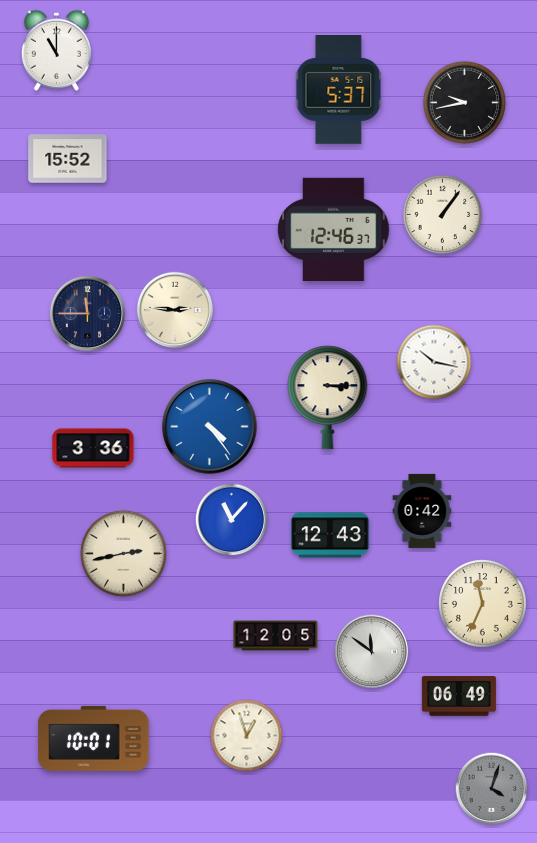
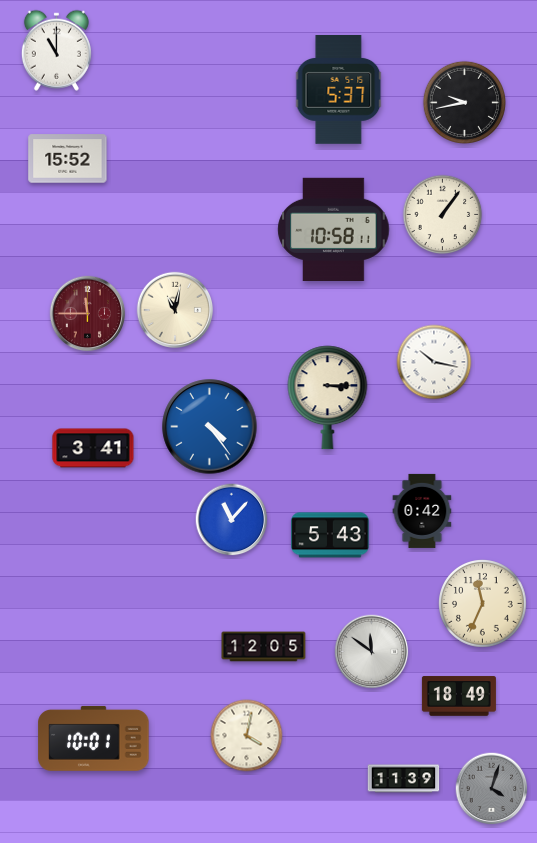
clock at (334, 229): 12:46 -> 10:58
clock at (175, 310): 2:46 -> 11:02
clock at (88, 314) dial: navy -> burgundy
clock at (93, 448): 3:36 -> 3:41
clock at (330, 535): 12:43 -> 5:43
clock at (123, 553): 2:43 -> none
clock at (276, 636) position: (276, 636) -> (264, 647)
clock at (459, 696): 06:49 -> 18:49
clock at (247, 736): 12:57 -> 4:02
clock at (404, 779): none -> 11:39
